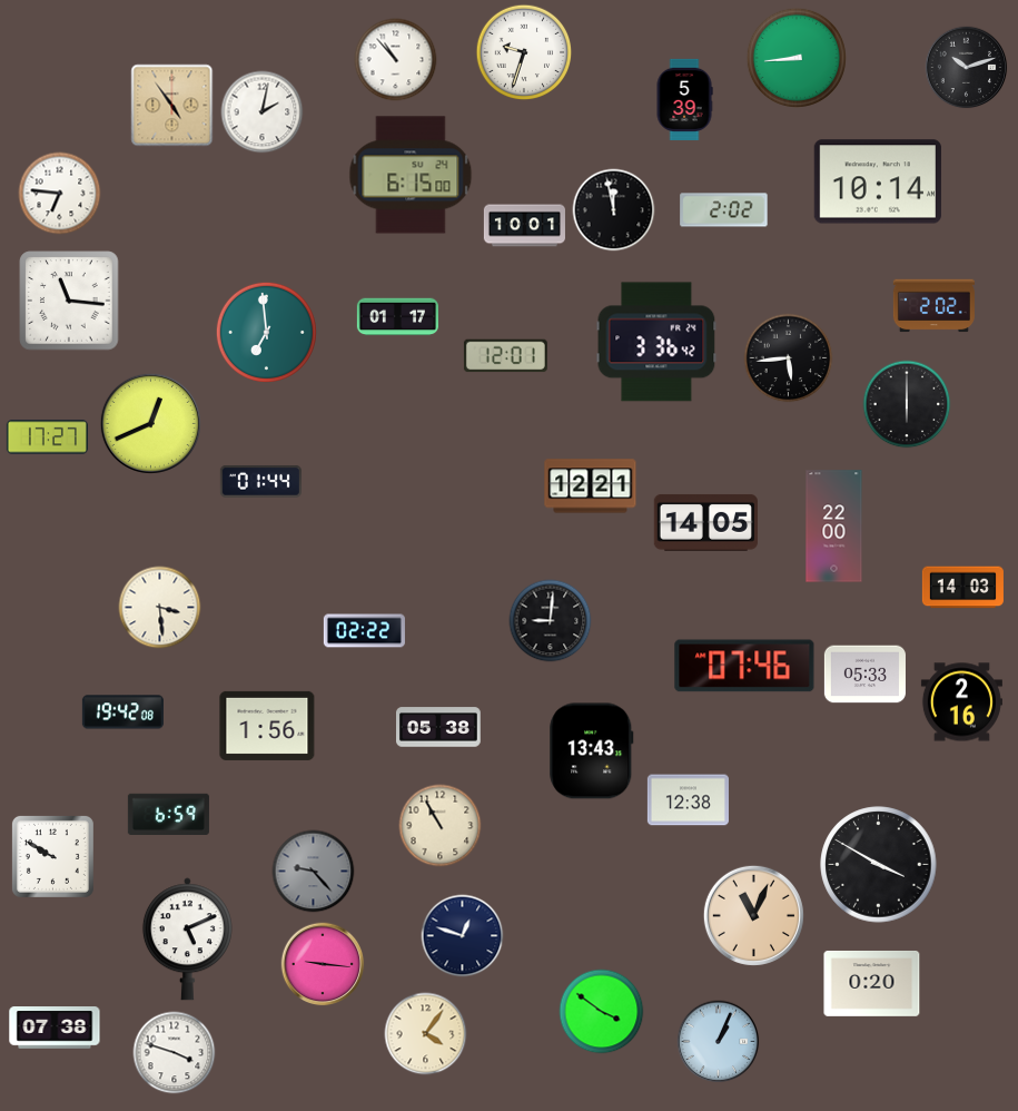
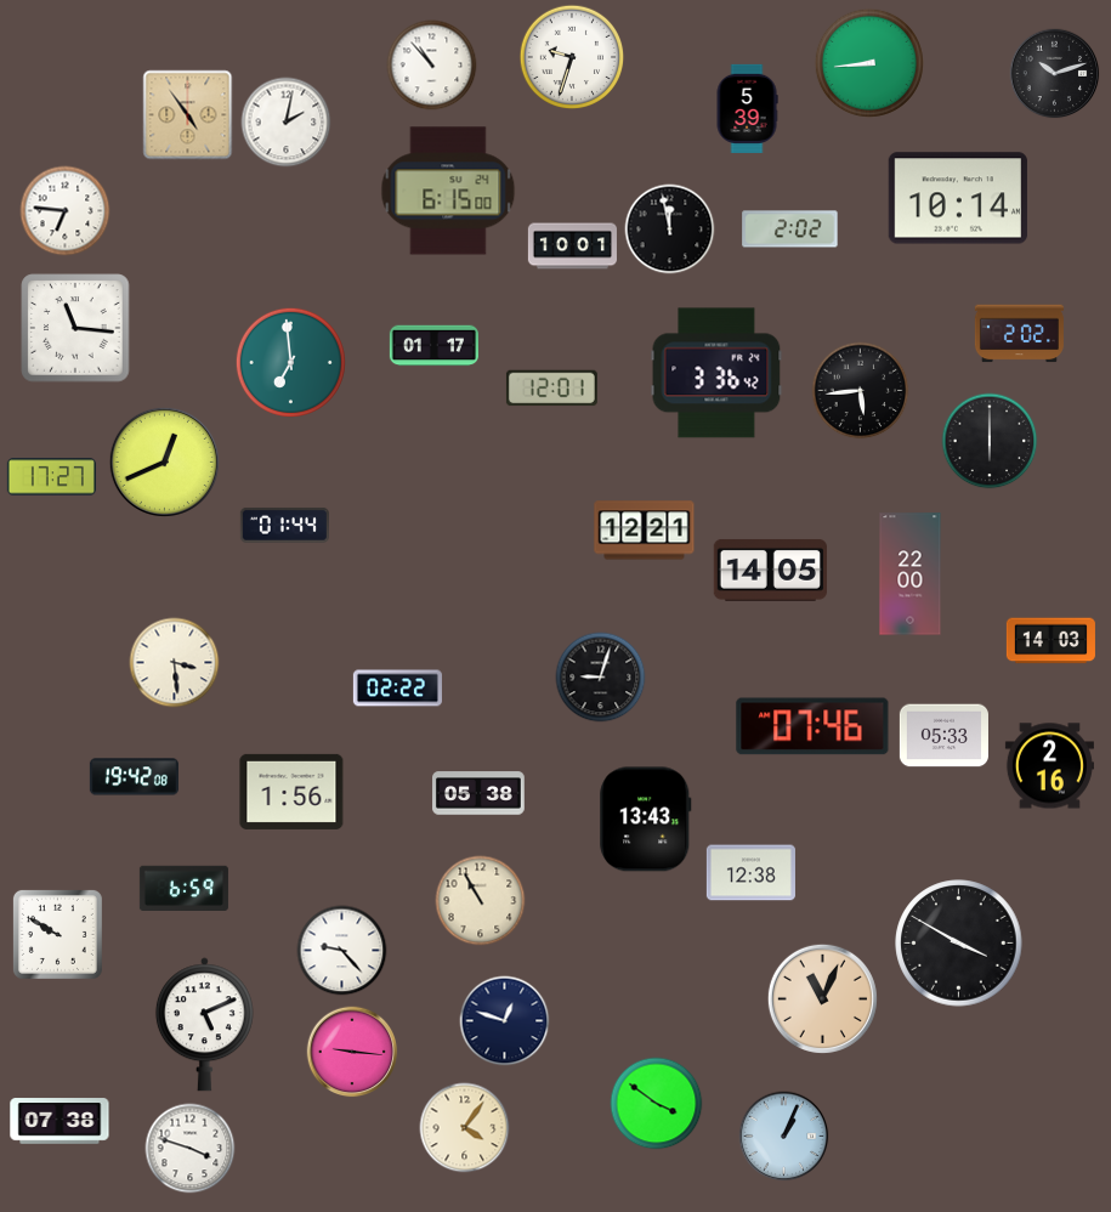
clock at (551, 621): 9:01 -> 9:03
clock at (314, 872) dial: grey -> white
clock at (872, 983): 0:20 -> none
